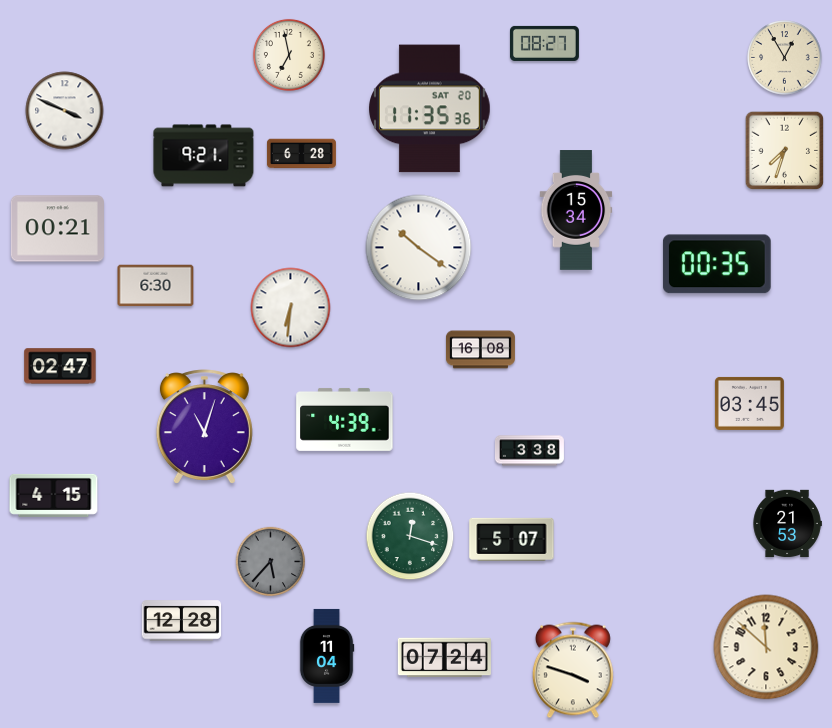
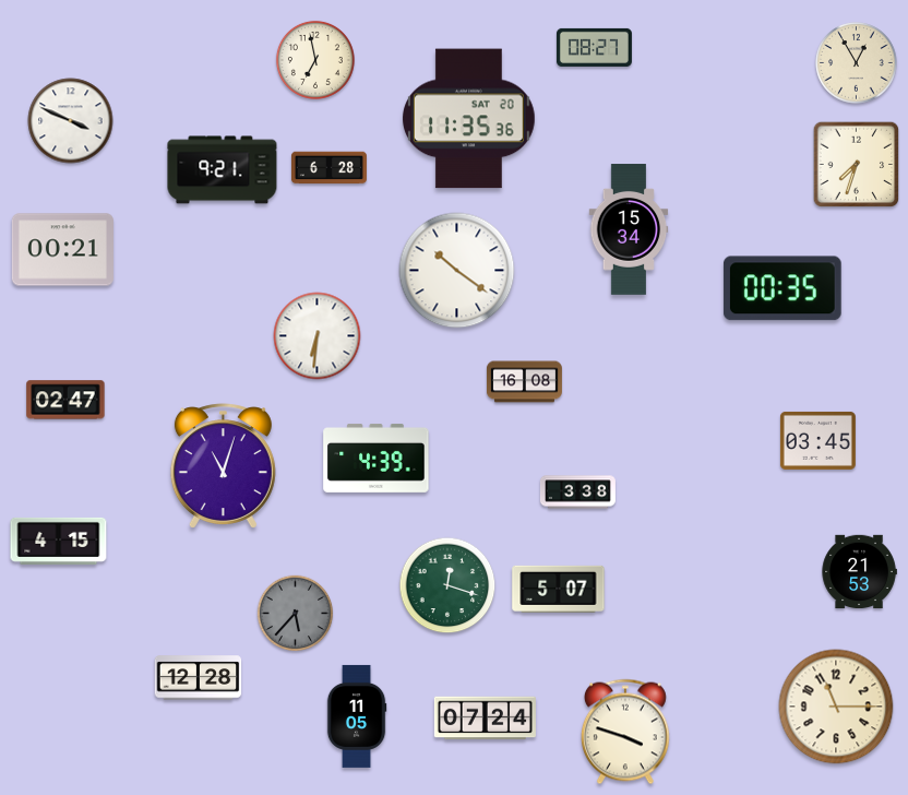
clock at (156, 286): 6:30 -> none
clock at (766, 647): 11:52 -> 11:15
clock at (327, 656): 11:04 -> 11:05
